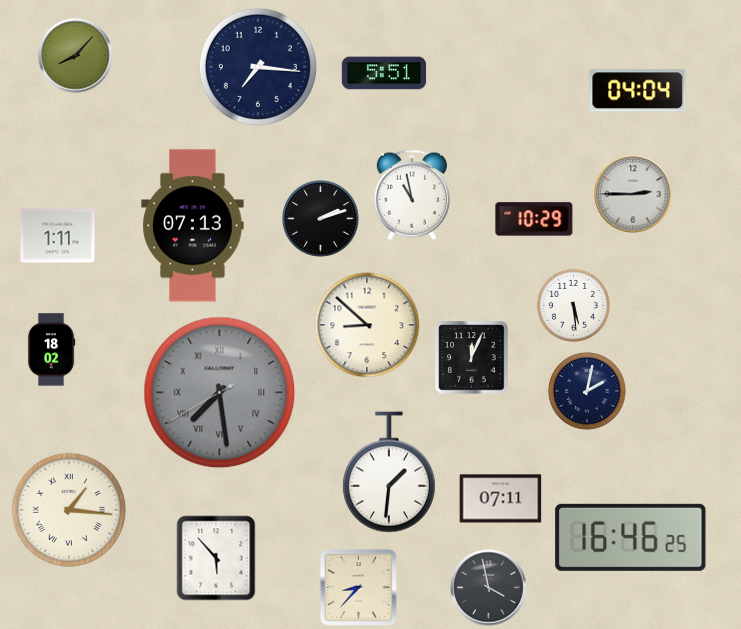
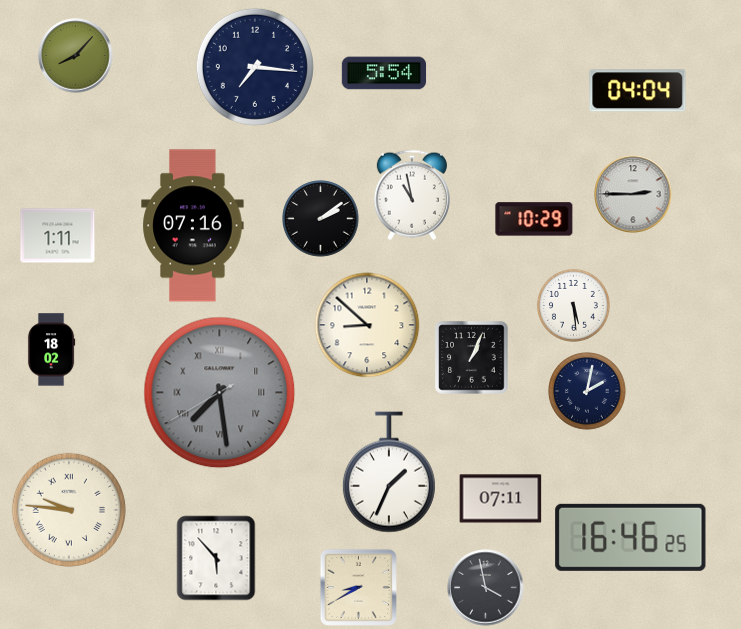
clock at (258, 67) position: (258, 67) -> (255, 67)
clock at (384, 73): 5:51 -> 5:54
clock at (321, 219): 2:12 -> 2:09
clock at (193, 226): 07:13 -> 07:16
clock at (472, 358): 12:04 -> 1:04
clock at (389, 472): 1:31 -> 1:34
clock at (68, 509): 1:16 -> 9:46
clock at (358, 587): 8:37 -> 8:40
clock at (489, 588) position: (489, 588) -> (486, 588)
